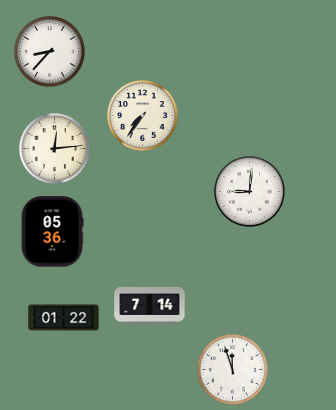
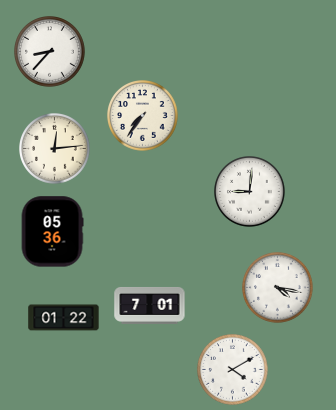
clock at (278, 288): none -> 4:17
clock at (150, 305): 7:14 -> 7:01
clock at (233, 370): 11:57 -> 4:10
